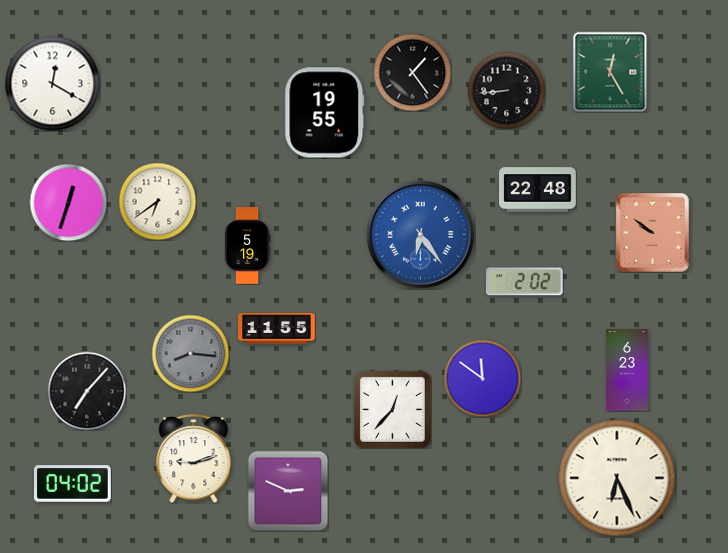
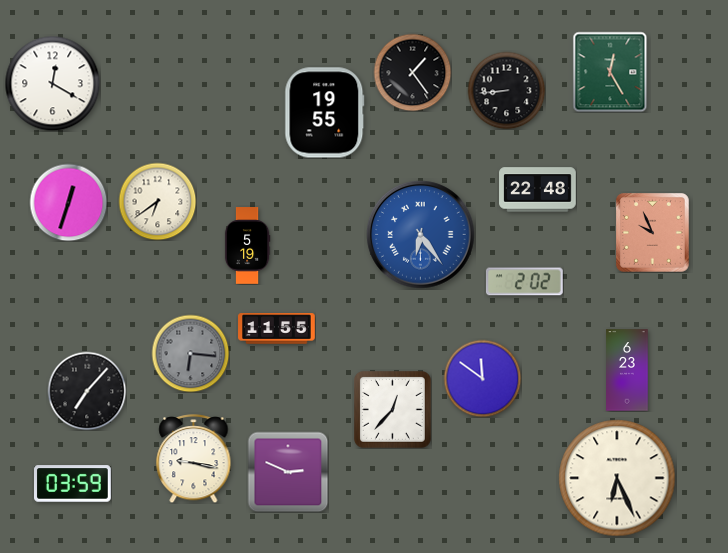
clock at (653, 233): 9:51 -> 9:56
clock at (190, 353): 8:16 -> 6:16
clock at (194, 459): 9:12 -> 9:17
clock at (73, 484): 04:02 -> 03:59
clock at (288, 491) position: (288, 491) -> (288, 472)
